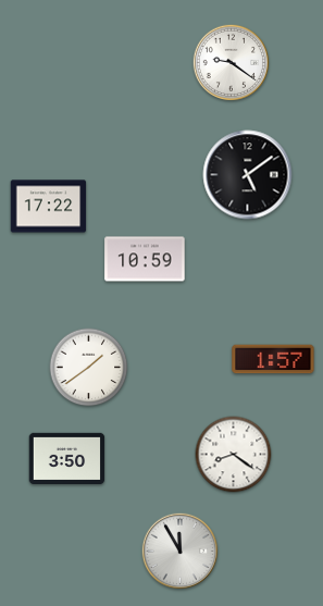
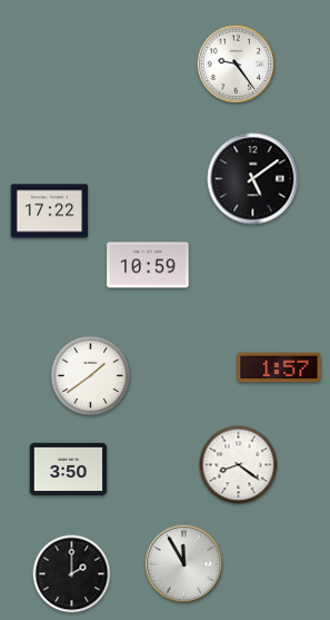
clock at (231, 62): 9:21 -> 9:24
clock at (72, 574): none -> 2:00
